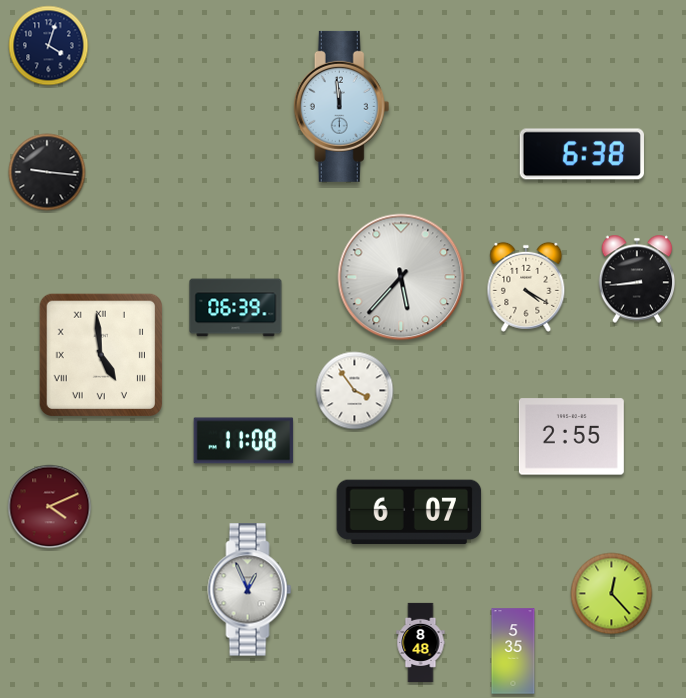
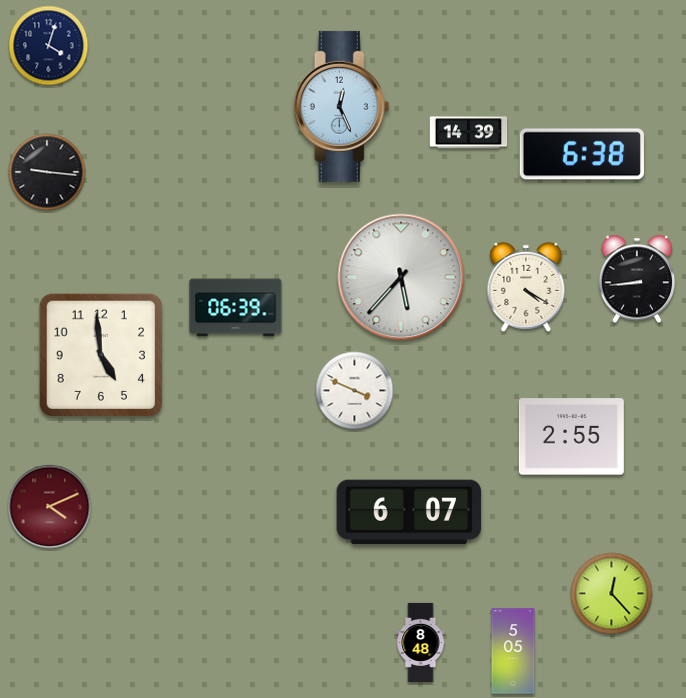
clock at (342, 106): 11:59 -> 12:26
clock at (469, 133): none -> 14:39
clock at (101, 355) numerals: Roman -> Arabic
clock at (355, 391): 3:54 -> 3:49
clock at (244, 441): 11:08 -> none
clock at (250, 590): 12:56 -> none
clock at (513, 651): 5:35 -> 5:05
